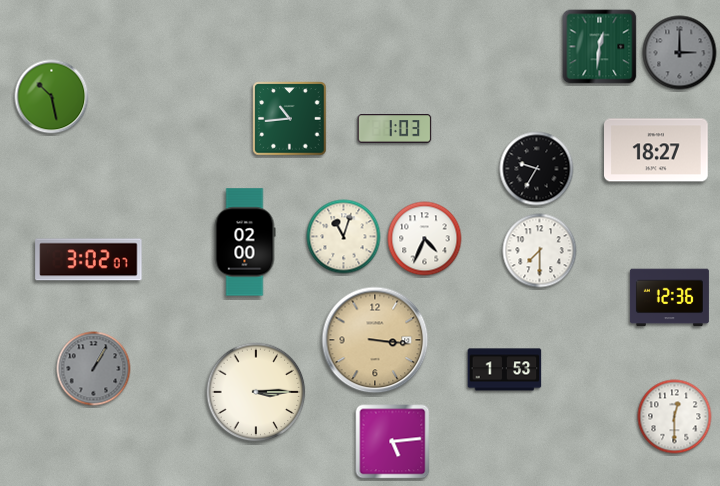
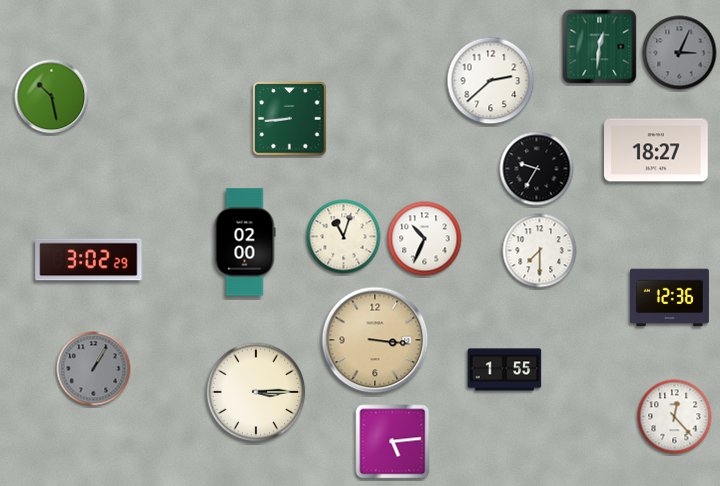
clock at (680, 53): 3:00 -> 3:04
clock at (491, 81): none -> 2:38
clock at (290, 119): 10:44 -> 8:44
clock at (395, 129): 1:03 -> none
clock at (425, 239): 4:34 -> 10:34
clock at (89, 260): 3:02:07 -> 3:02:29
clock at (505, 370): 1:53 -> 1:55
clock at (675, 417): 12:30 -> 12:23
